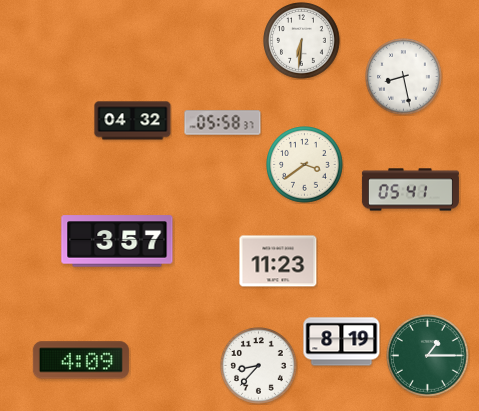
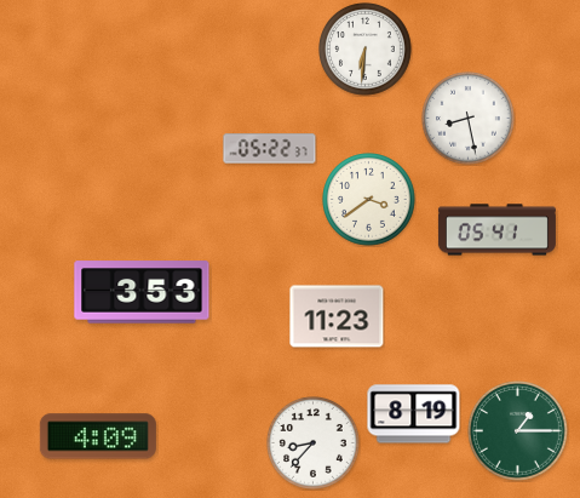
clock at (404, 77) position: (404, 77) -> (469, 119)
clock at (133, 121): 04:32 -> none
clock at (223, 123): 05:58 -> 05:22
clock at (117, 241): 3:57 -> 3:53
